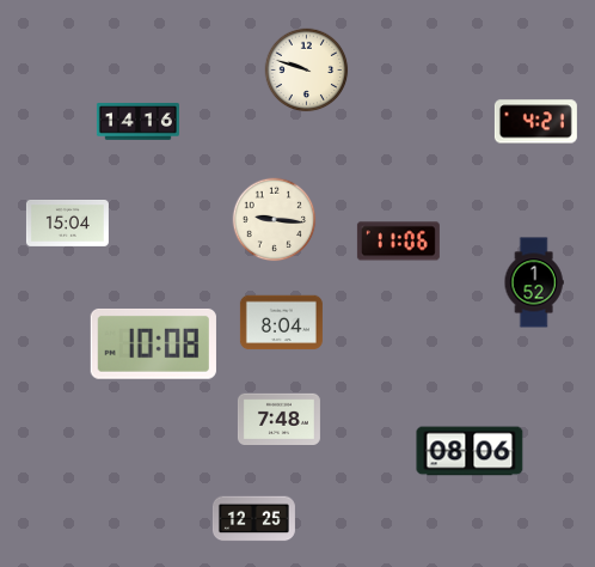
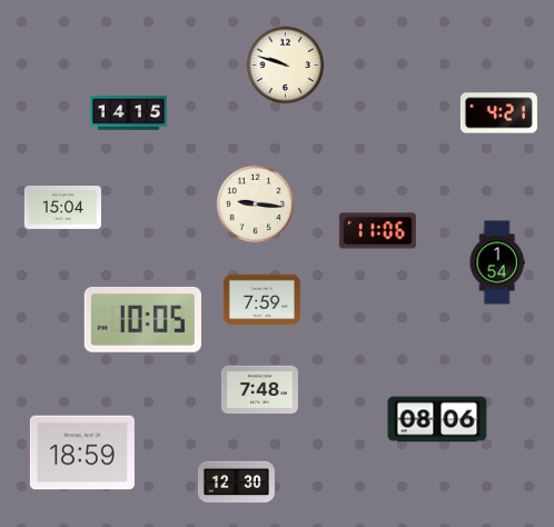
clock at (137, 122): 14:16 -> 14:15
clock at (398, 242) position: (398, 242) -> (377, 231)
clock at (534, 282): 1:52 -> 1:54
clock at (281, 323): 8:04 -> 7:59
clock at (153, 343): 10:08 -> 10:05
clock at (82, 453): none -> 18:59
clock at (253, 519): 12:25 -> 12:30
